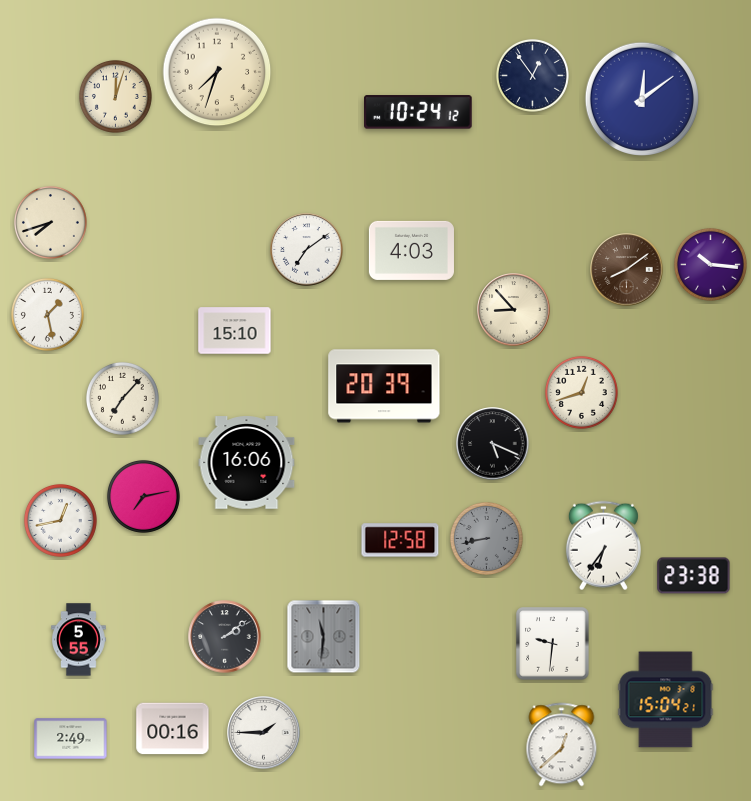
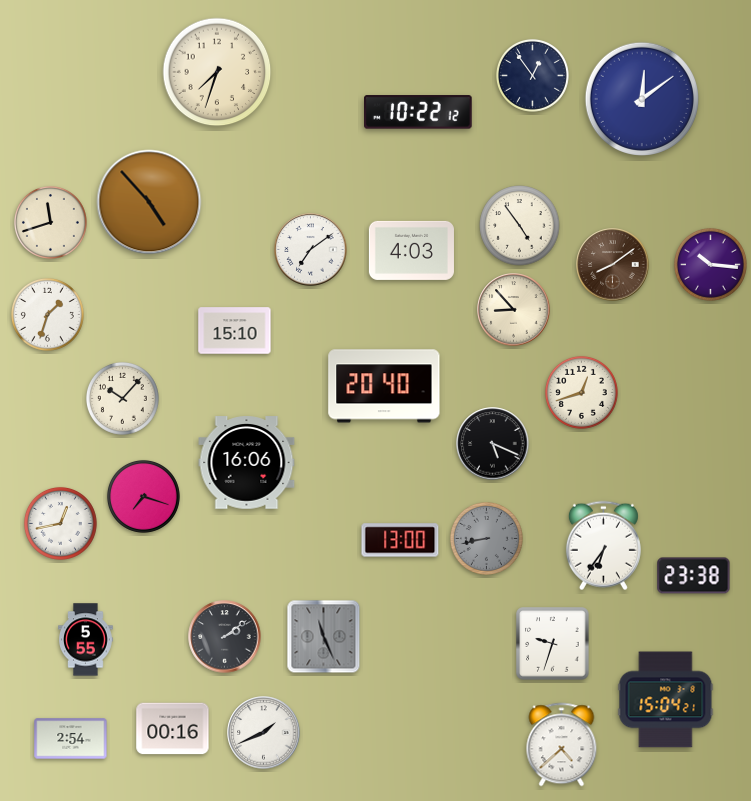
clock at (115, 96): 12:03 -> none
clock at (419, 112): 10:24 -> 10:22
clock at (149, 202): none -> 4:53
clock at (50, 222): 7:42 -> 11:42
clock at (520, 226): none -> 4:54
clock at (307, 250) position: (307, 250) -> (311, 250)
clock at (627, 270) position: (627, 270) -> (613, 265)
clock at (47, 314): 1:28 -> 1:33
clock at (384, 386): 20:39 -> 20:40
clock at (122, 398): 7:07 -> 10:07
clock at (143, 496): 7:13 -> 7:18
clock at (60, 520) position: (60, 520) -> (60, 523)
clock at (400, 540): 12:58 -> 13:00
clock at (324, 637): 11:31 -> 11:26
clock at (79, 640) position: (79, 640) -> (86, 640)
clock at (553, 644): 9:31 -> 9:33
clock at (264, 733): 1:45 -> 1:41
clock at (71, 739): 2:49 -> 2:54
clock at (562, 745): 12:38 -> 4:38
